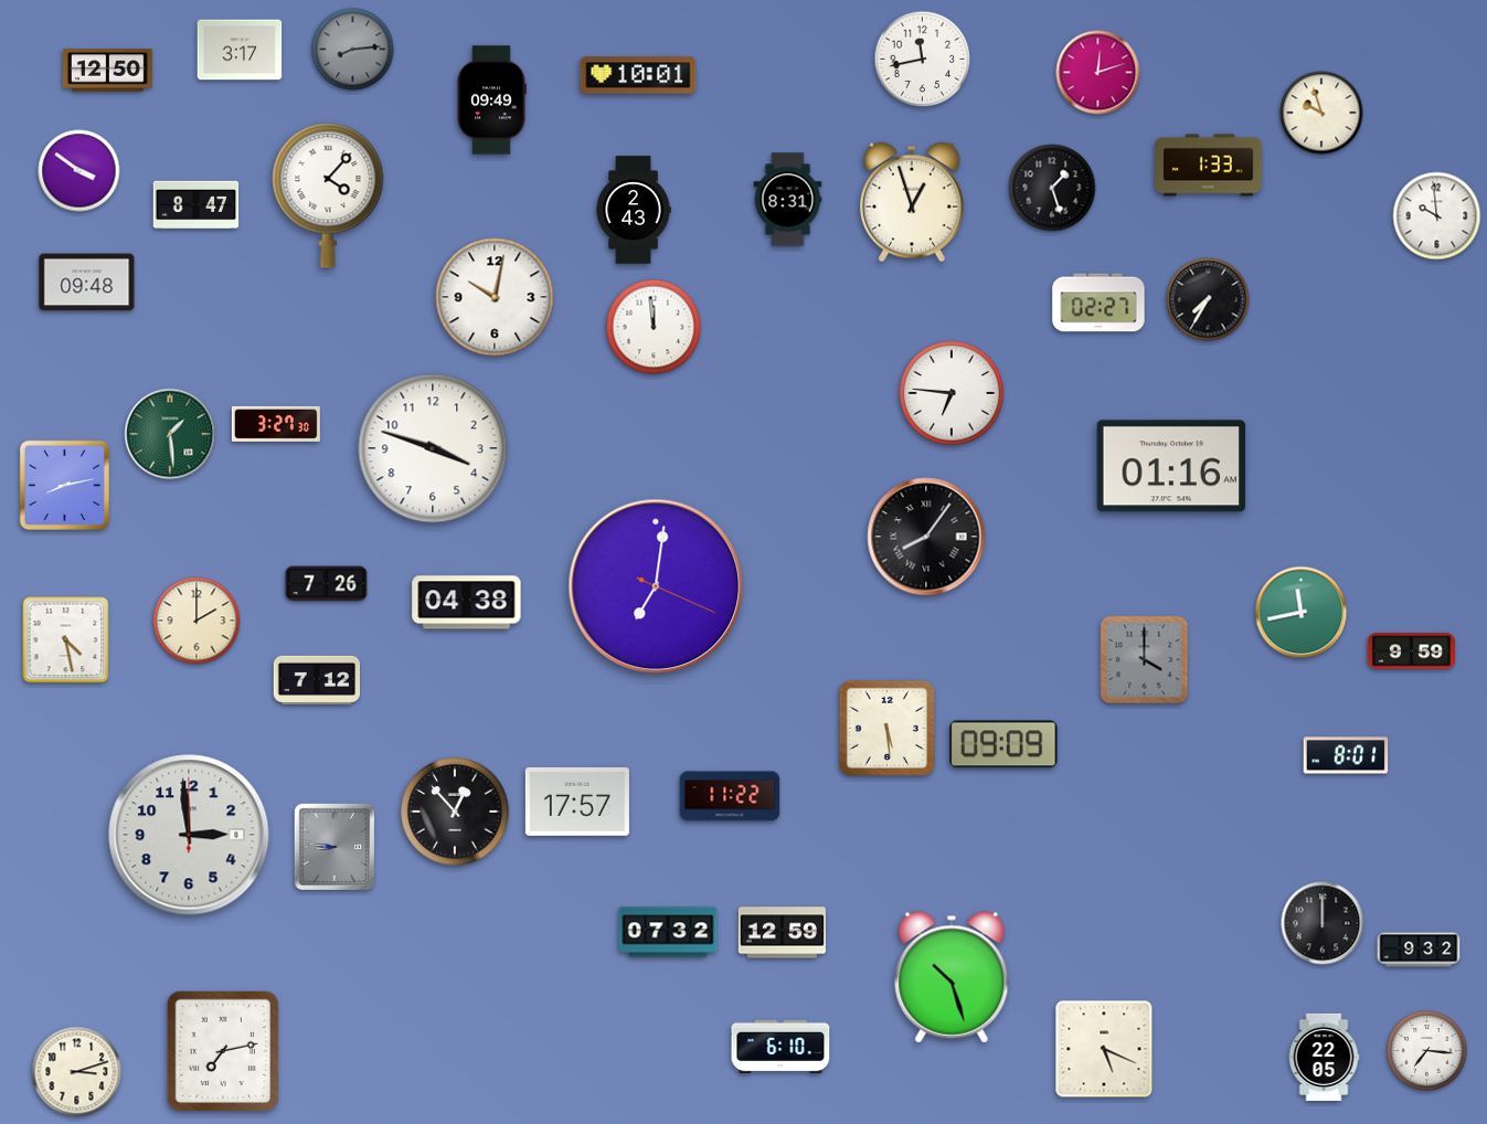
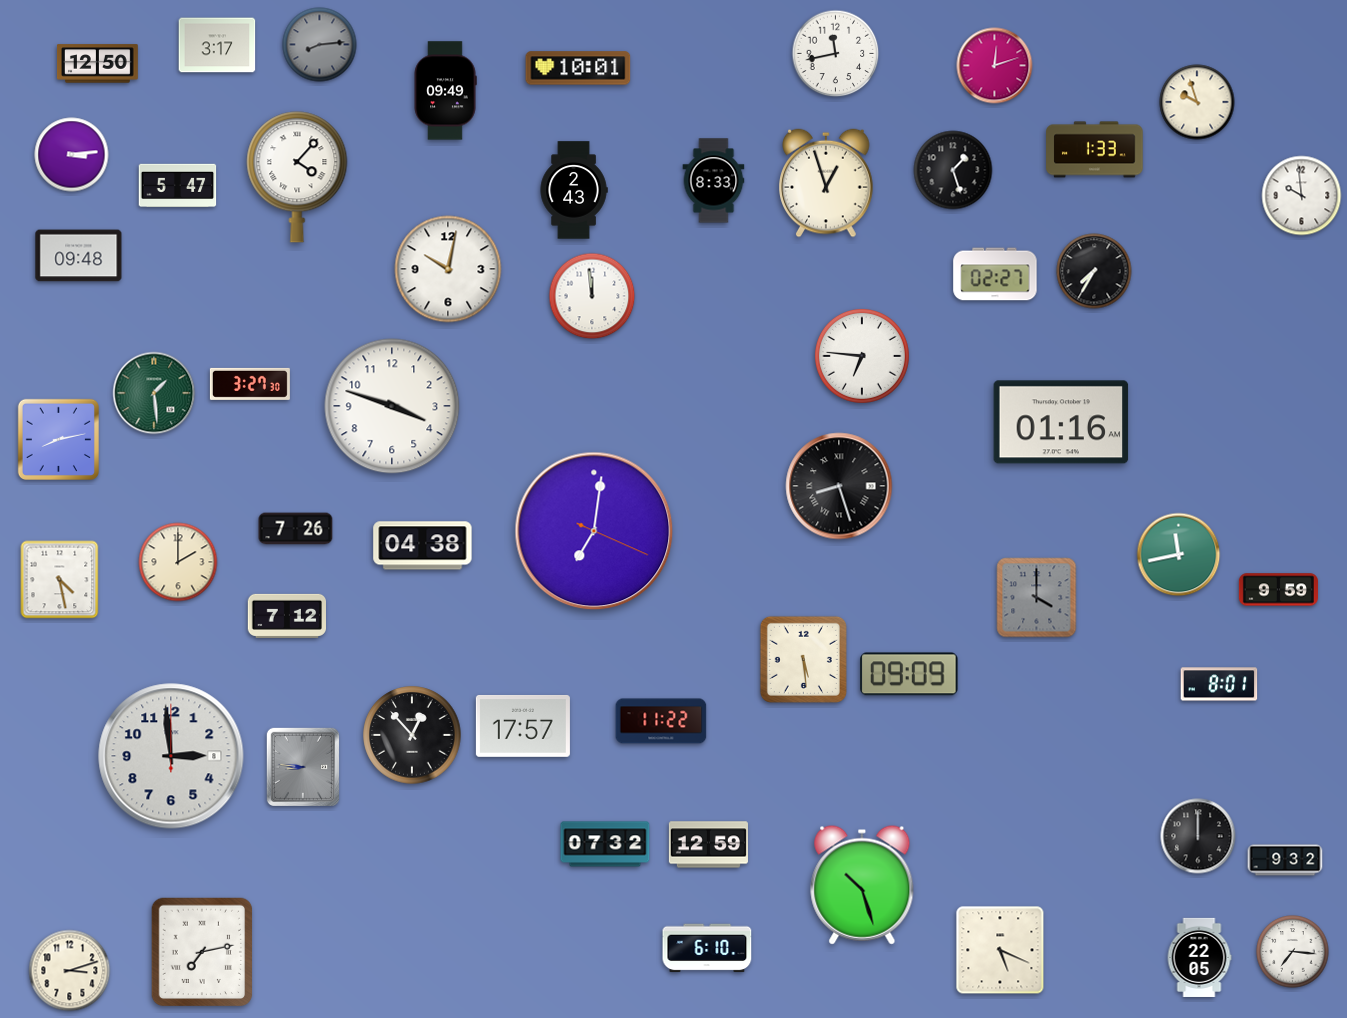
clock at (79, 171): 3:51 -> 3:14
clock at (788, 200): 8:31 -> 8:33
clock at (197, 205): 8:47 -> 5:47
clock at (926, 537): 8:06 -> 8:27
